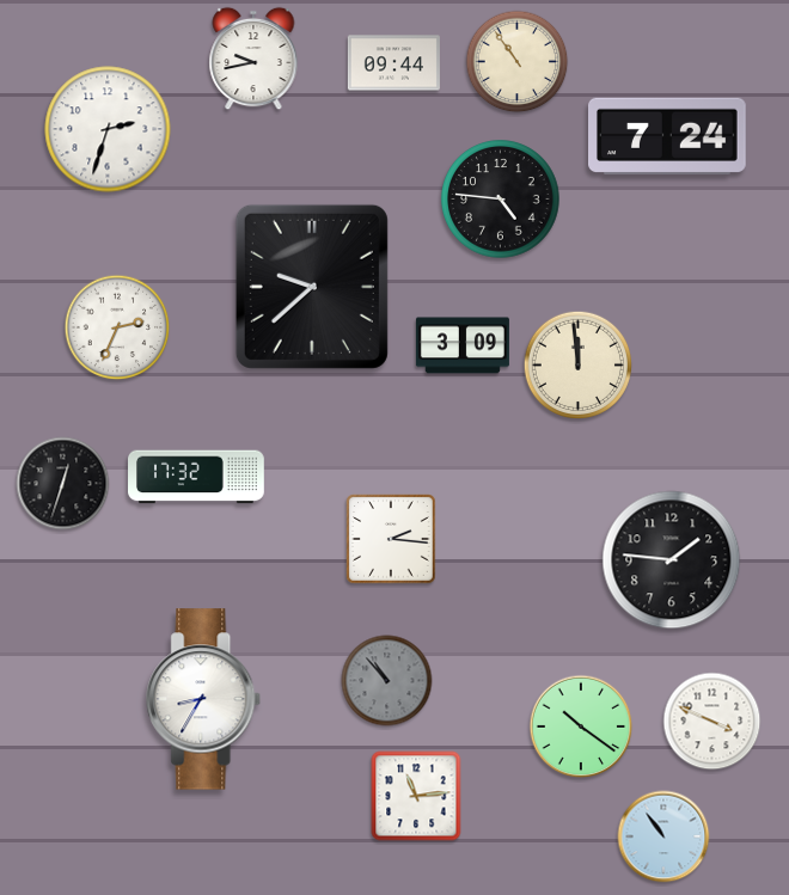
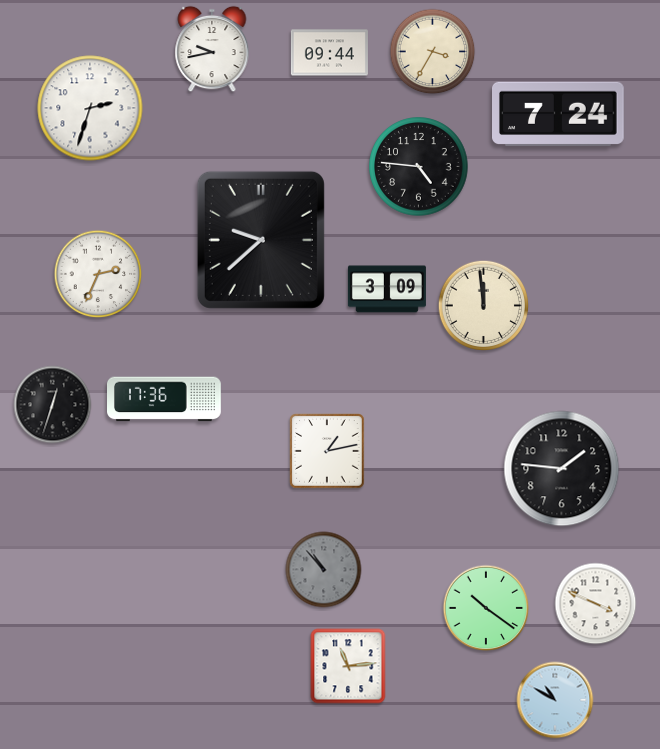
clock at (518, 62): 10:54 -> 3:35
clock at (197, 477): 17:32 -> 17:36
clock at (391, 539): 2:16 -> 1:13
clock at (204, 699): 8:35 -> none
clock at (663, 836): 10:54 -> 10:50
